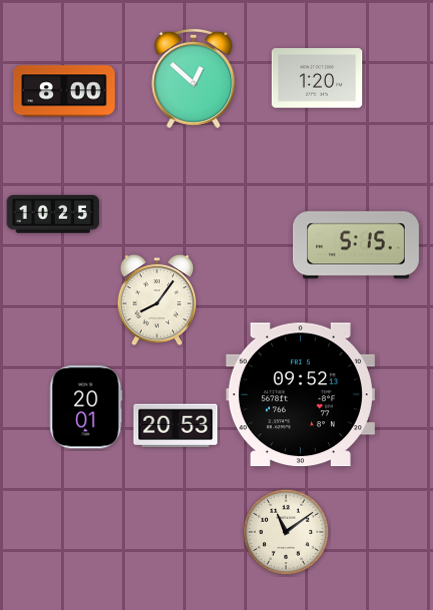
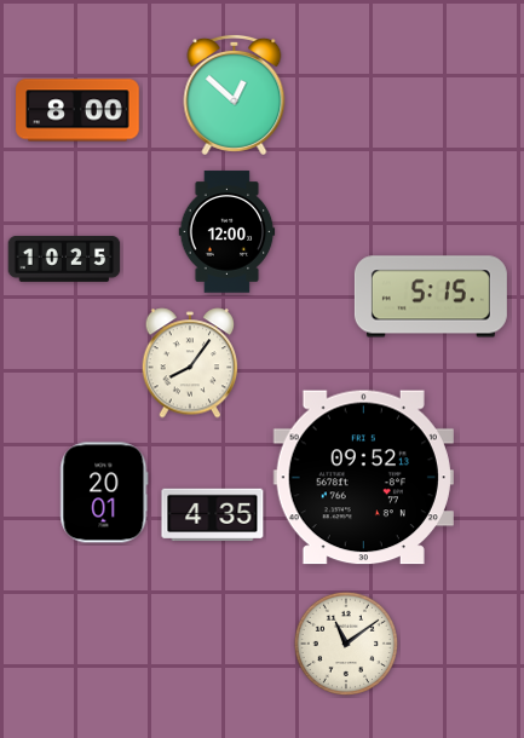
clock at (317, 78): 1:20 -> none
clock at (228, 232): none -> 12:00
clock at (176, 426): 20:53 -> 4:35
